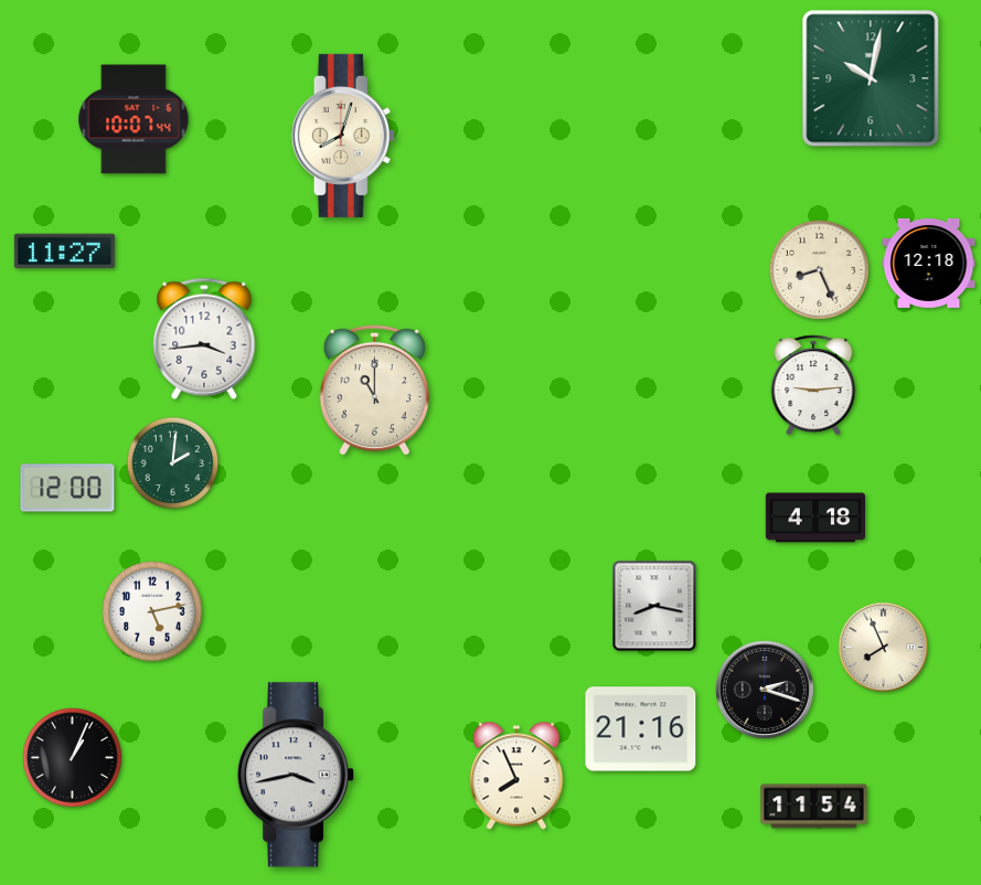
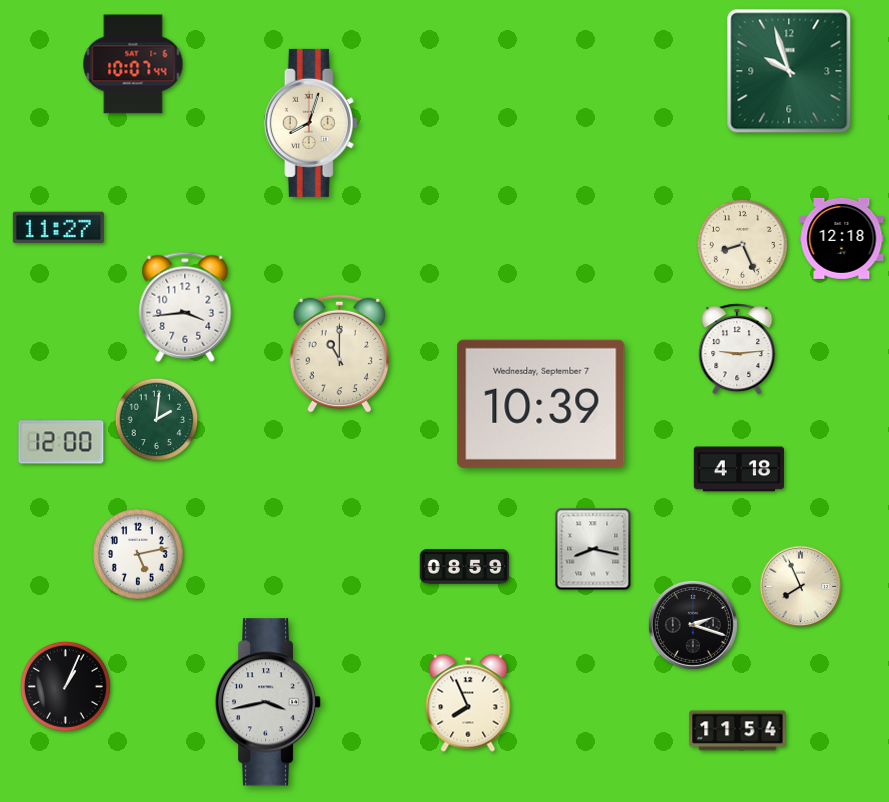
clock at (871, 78): 10:02 -> 9:57
clock at (134, 119) position: (134, 119) -> (133, 64)
clock at (541, 404): none -> 10:39
clock at (465, 567): none -> 08:59
clock at (641, 729): 21:16 -> none
